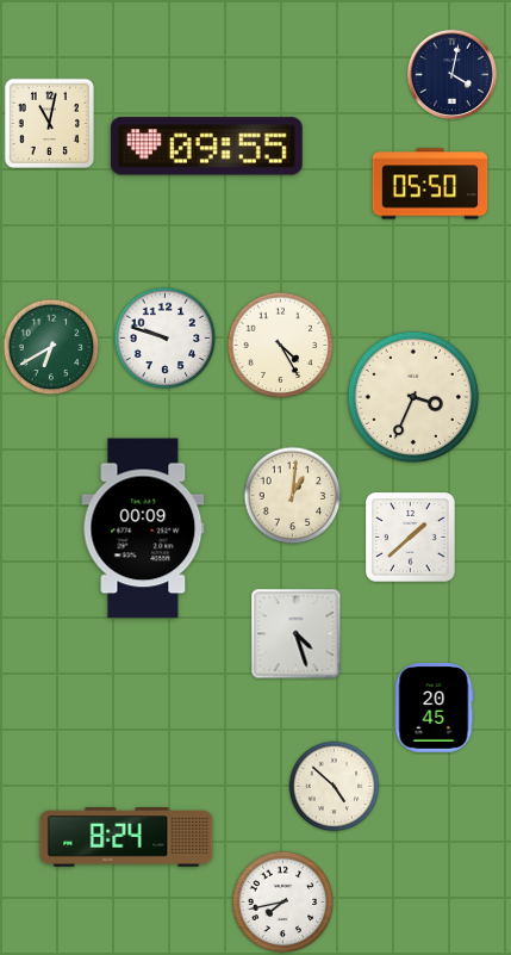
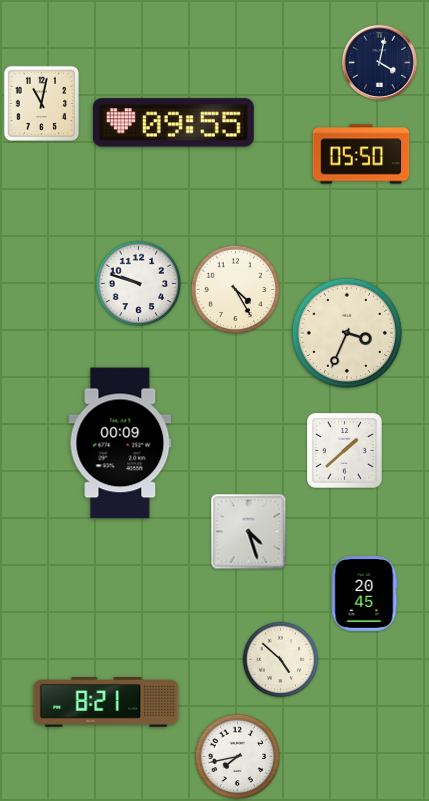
clock at (51, 347): 6:40 -> none
clock at (293, 496): 1:01 -> none
clock at (126, 837): 8:24 -> 8:21
